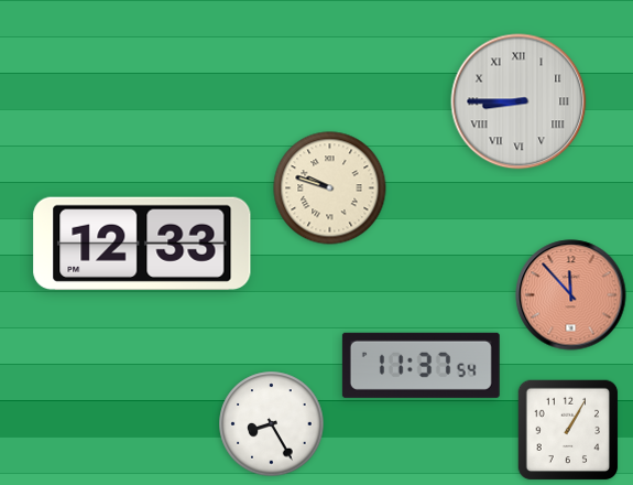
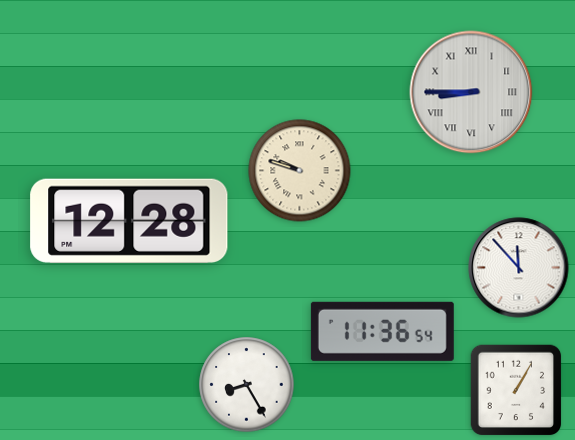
clock at (142, 244): 12:33 -> 12:28
clock at (571, 295) dial: salmon -> white
clock at (421, 365): 11:37 -> 11:36
